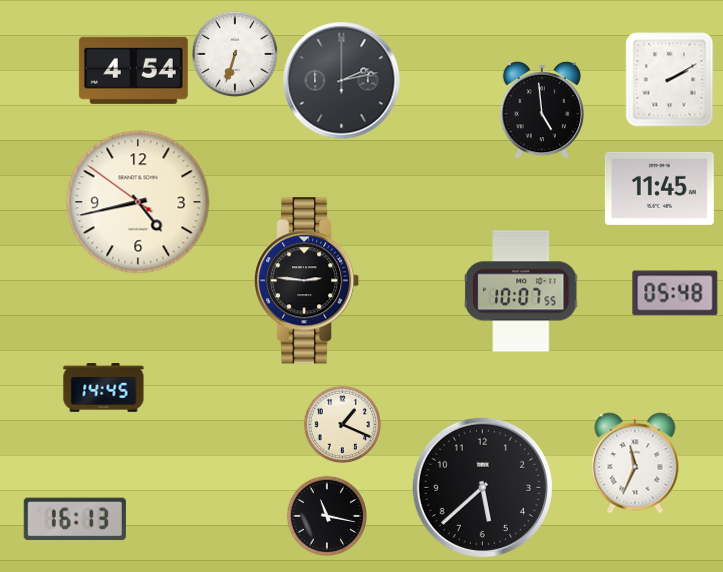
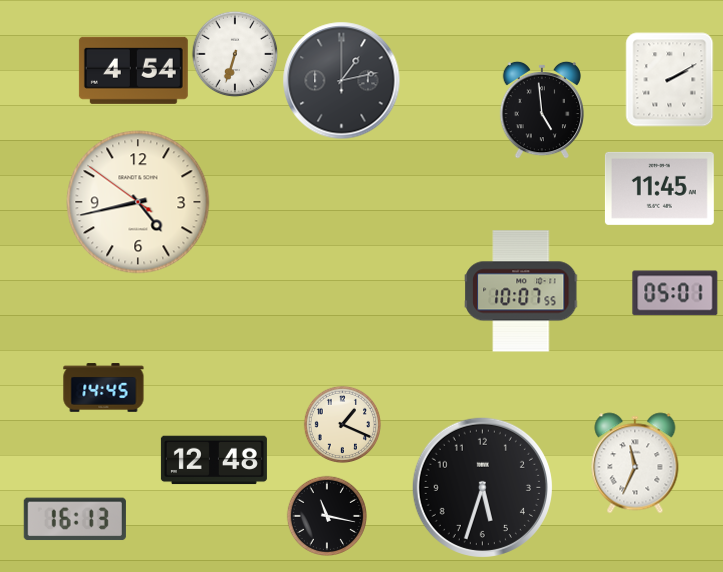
clock at (342, 81): 2:13 -> 1:13
clock at (307, 281): 2:46 -> none
clock at (675, 293): 05:48 -> 05:01
clock at (214, 460): none -> 12:48
clock at (482, 487): 5:38 -> 5:33
